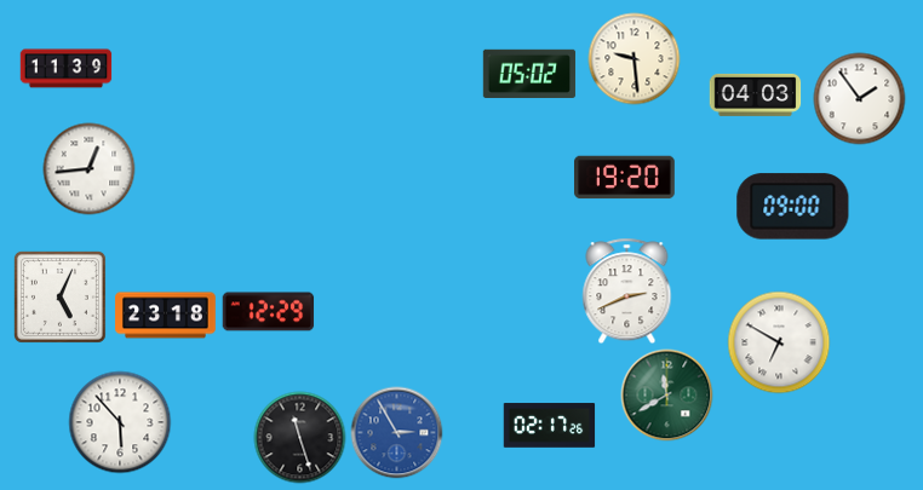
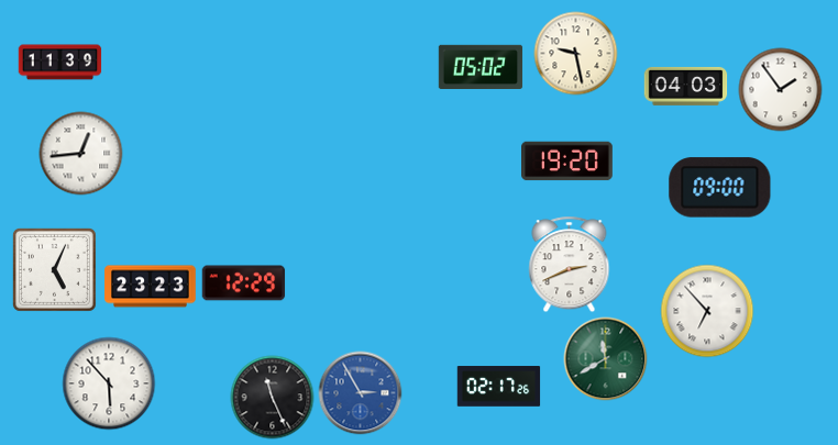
clock at (635, 59): 9:29 -> 9:28
clock at (166, 316): 23:18 -> 23:23
clock at (779, 342): 6:50 -> 6:53
clock at (300, 438): 11:27 -> 11:26
